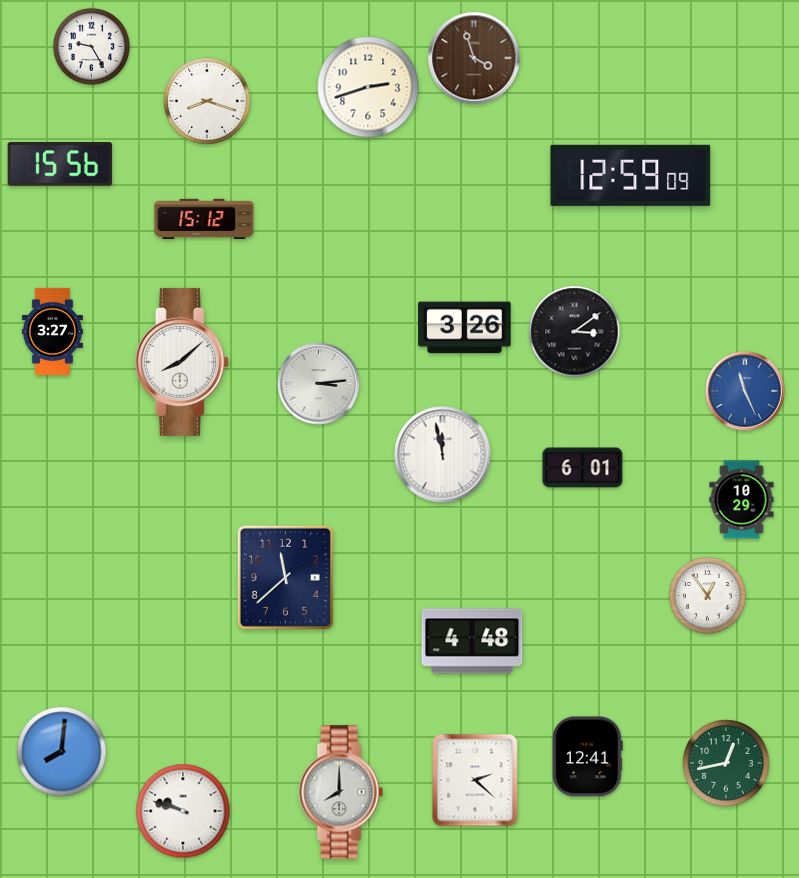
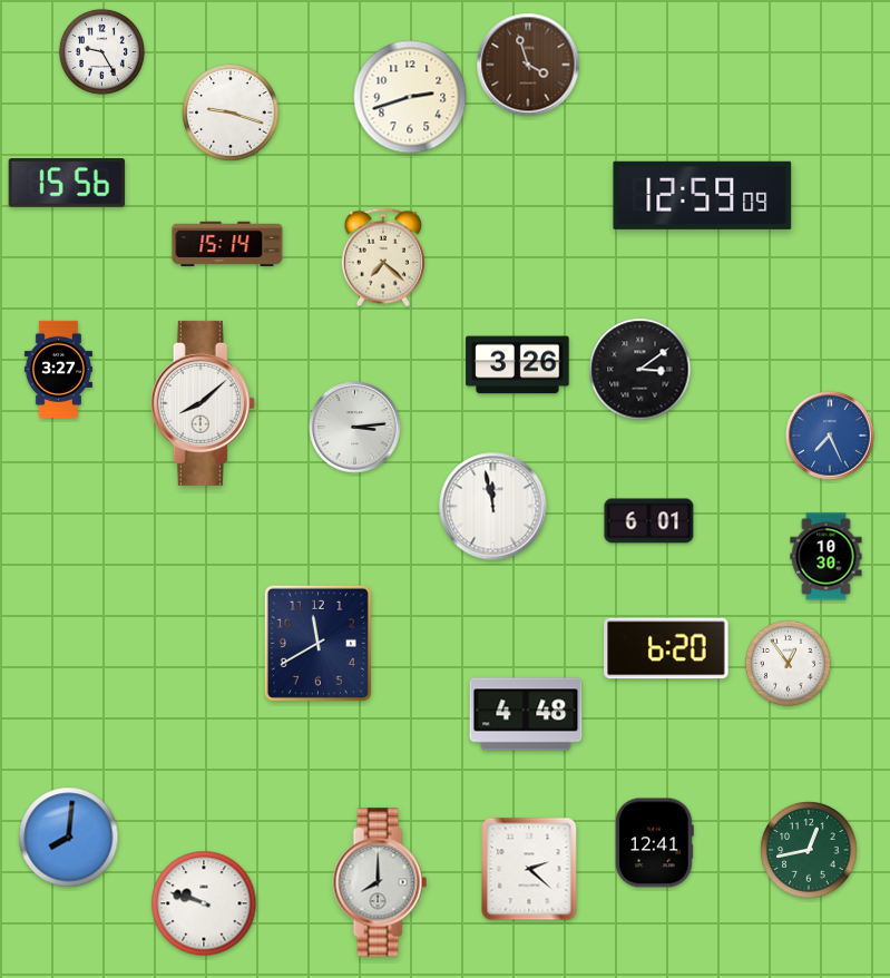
clock at (207, 101): 8:18 -> 9:18
clock at (204, 218): 15:12 -> 15:14
clock at (383, 257): none -> 7:22
clock at (745, 391): 11:26 -> 7:26
clock at (742, 500): 10:29 -> 10:30
clock at (285, 577): 11:38 -> 11:40
clock at (666, 648): none -> 6:20
